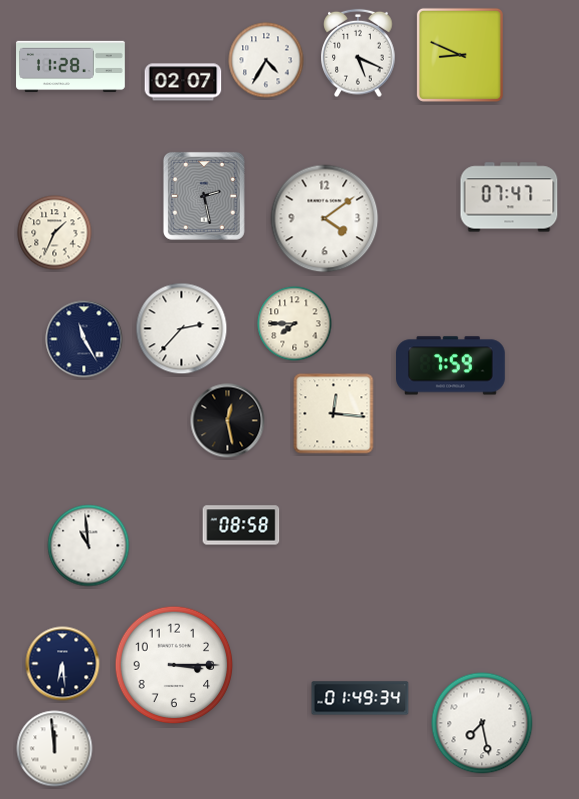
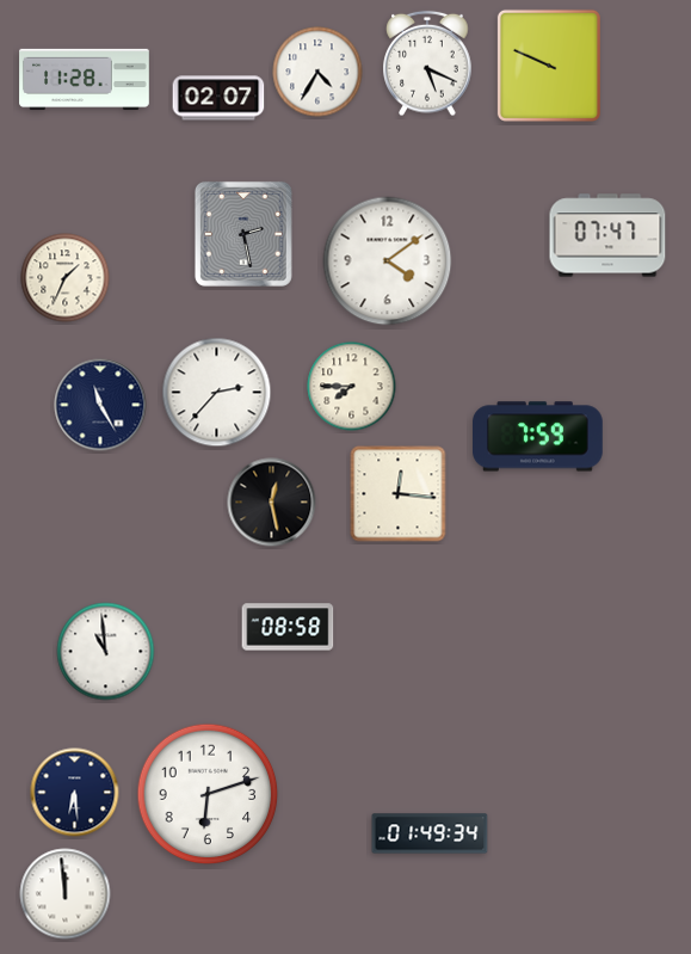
clock at (460, 55): 8:49 -> 9:49
clock at (174, 665): 3:15 -> 6:12
clock at (482, 723): 7:28 -> none
